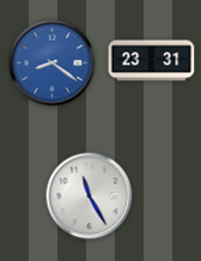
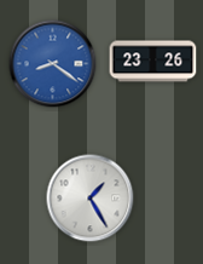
clock at (152, 61): 23:31 -> 23:26
clock at (90, 196): 11:25 -> 1:25
